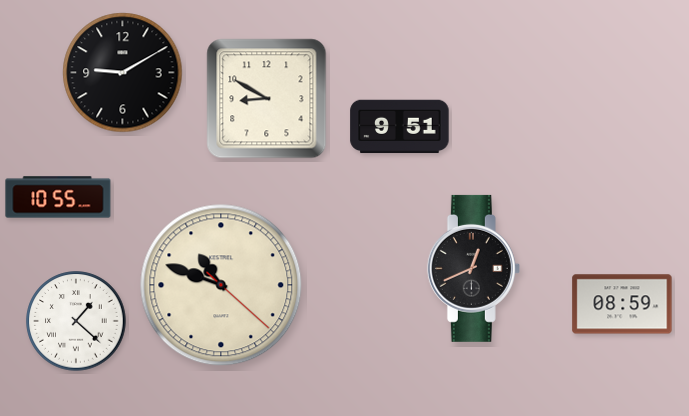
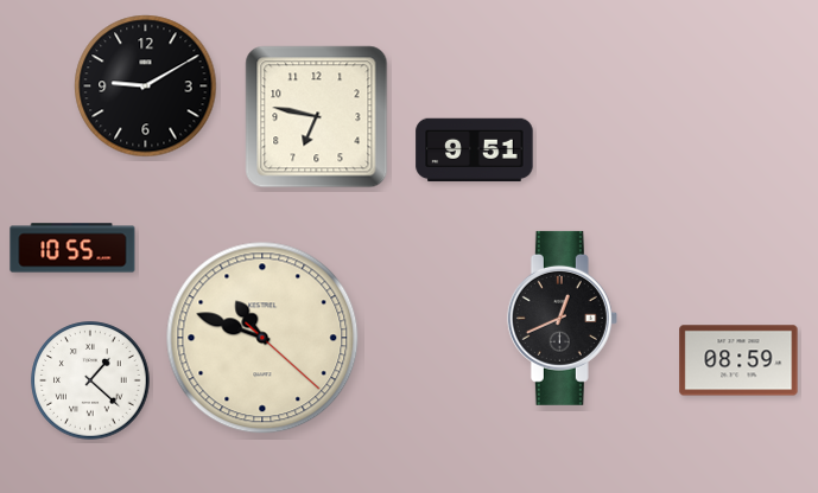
clock at (267, 99): 8:50 -> 6:47
clock at (58, 197) position: (58, 197) -> (72, 248)
